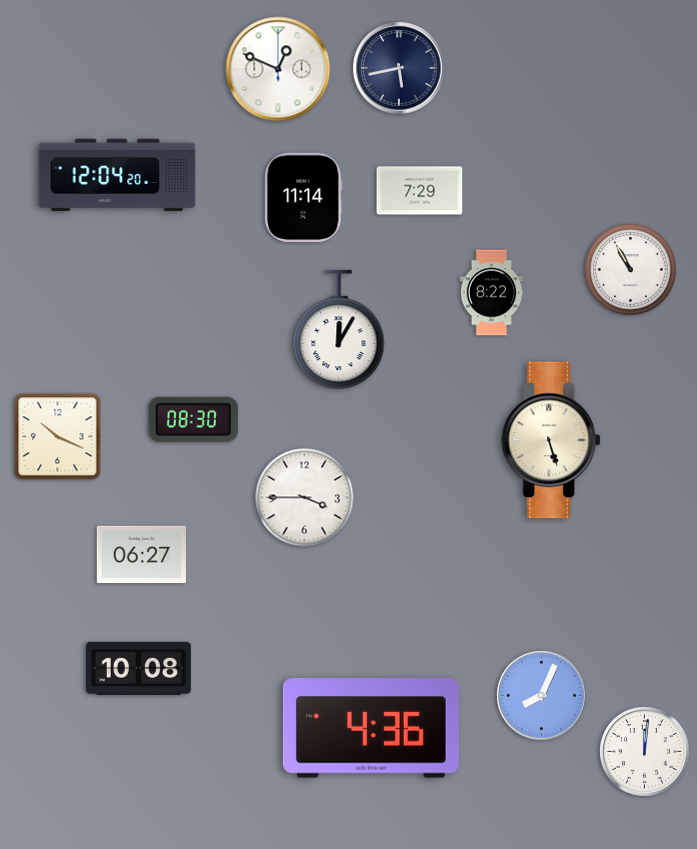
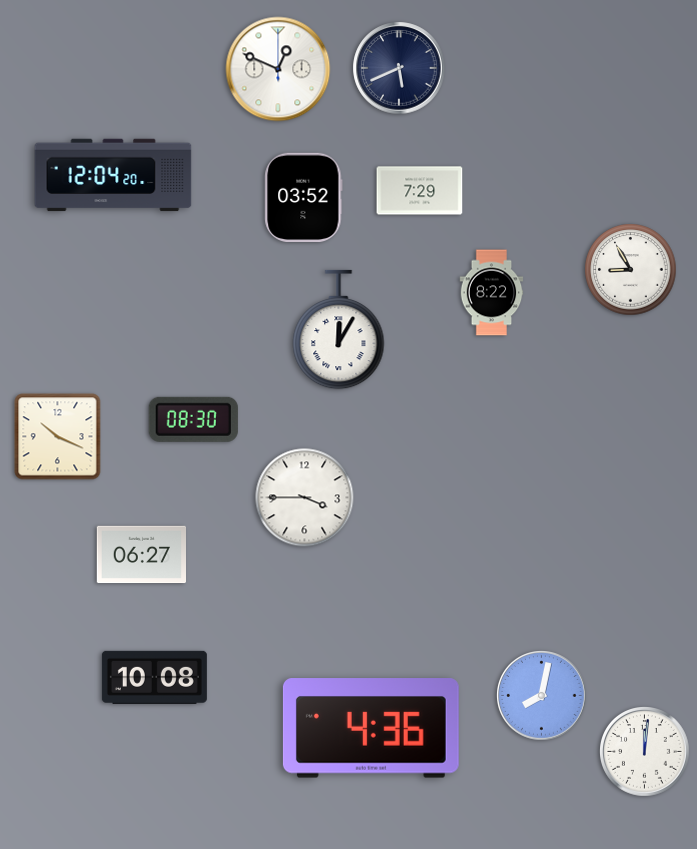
clock at (399, 68): 5:43 -> 5:41
clock at (117, 175) position: (117, 175) -> (113, 175)
clock at (304, 197): 11:14 -> 03:52
clock at (631, 270): 10:55 -> 8:55
clock at (552, 440): 5:27 -> none
clock at (138, 668) position: (138, 668) -> (154, 677)
clock at (542, 696): 8:04 -> 8:02
